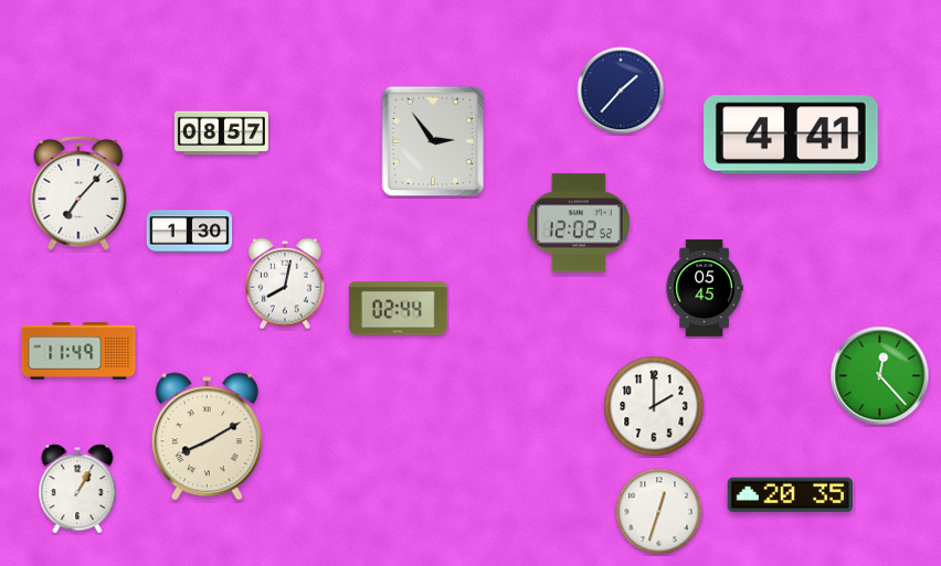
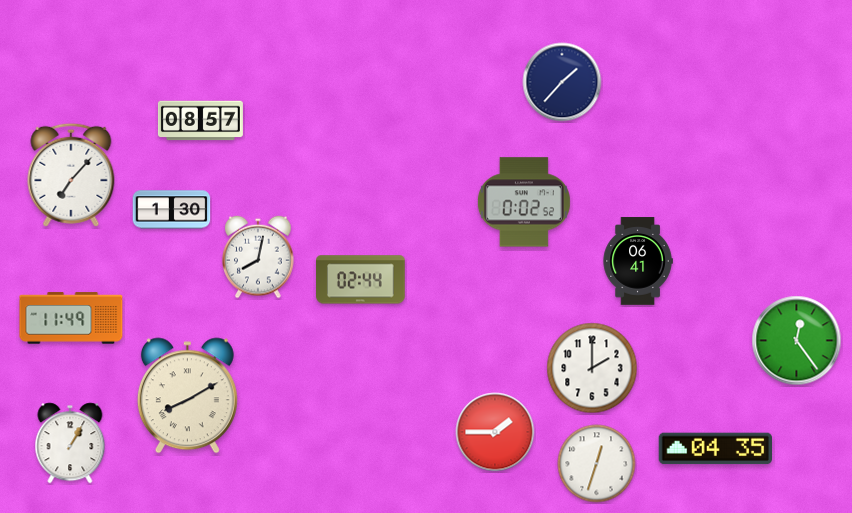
clock at (792, 135): 4:41 -> none
clock at (433, 141): 2:54 -> none
clock at (579, 223): 12:02 -> 0:02
clock at (705, 288): 05:45 -> 06:41
clock at (880, 376): 12:23 -> 12:24
clock at (495, 432): none -> 1:45
clock at (790, 495): 20:35 -> 04:35
